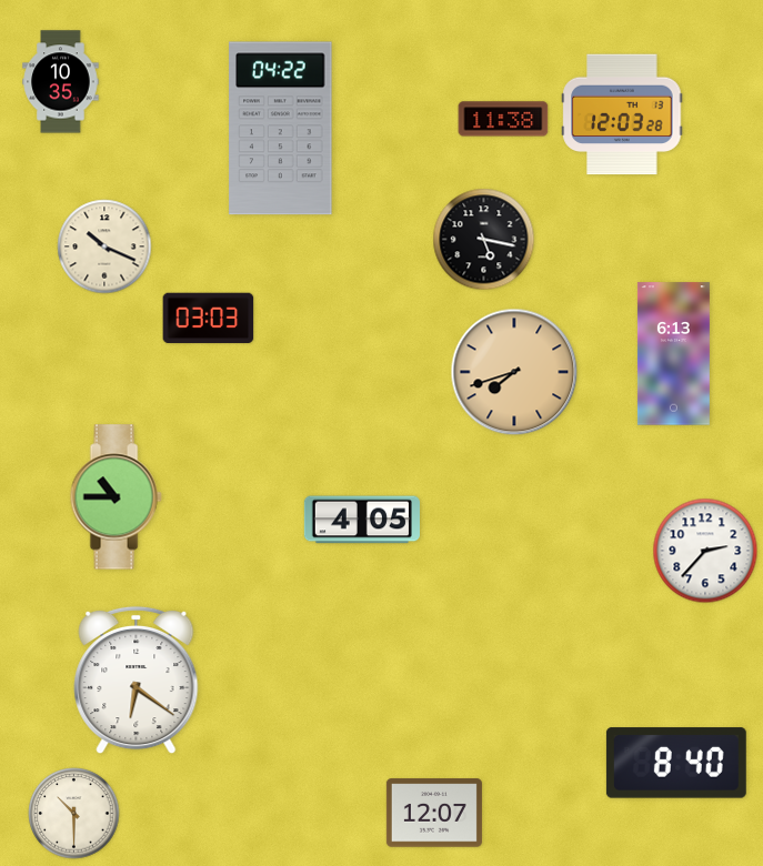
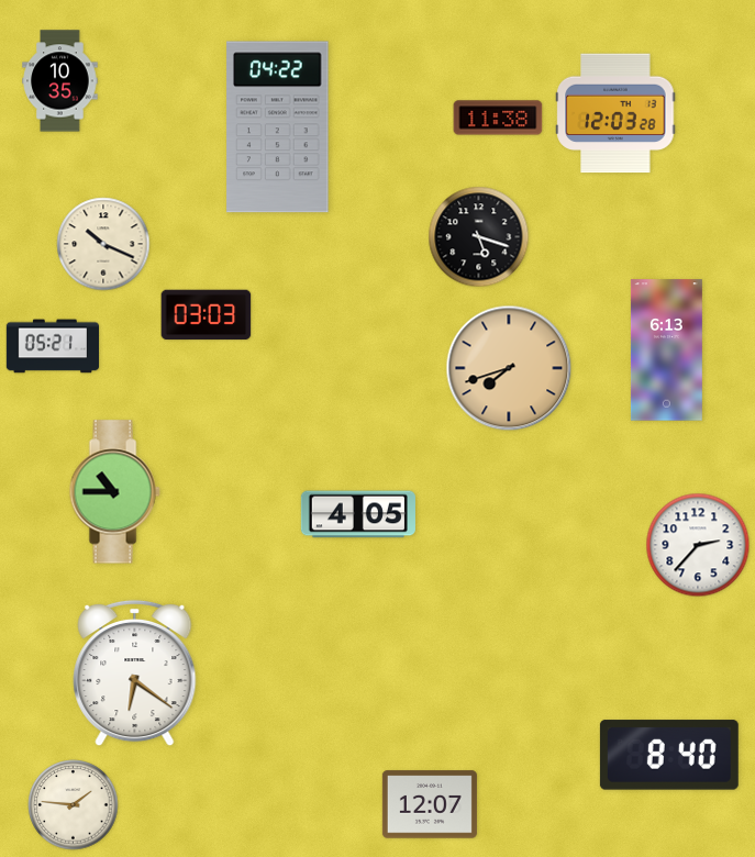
clock at (484, 240): 5:17 -> 5:18
clock at (53, 346): none -> 05:21
clock at (74, 814): 10:30 -> 1:46
